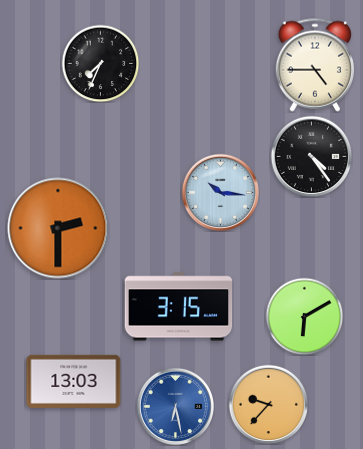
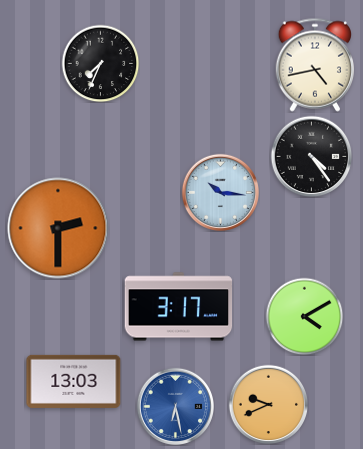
clock at (314, 65): 4:45 -> 4:43
clock at (179, 307): 3:15 -> 3:17
clock at (304, 316): 6:10 -> 4:10
clock at (268, 404): 9:37 -> 9:41
